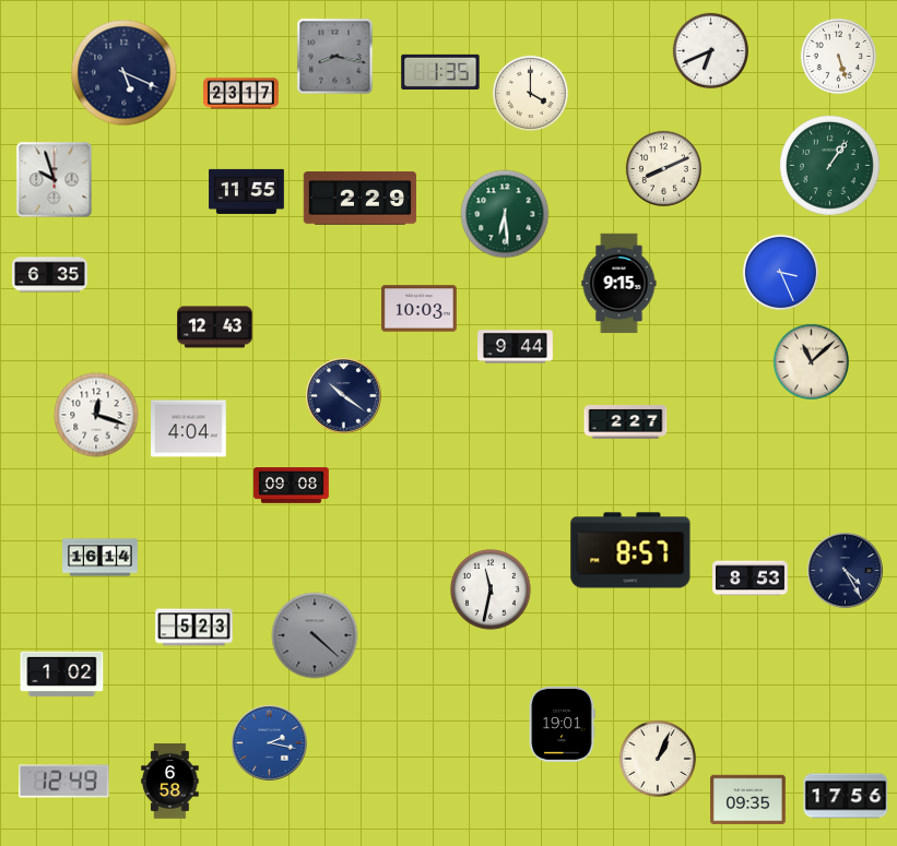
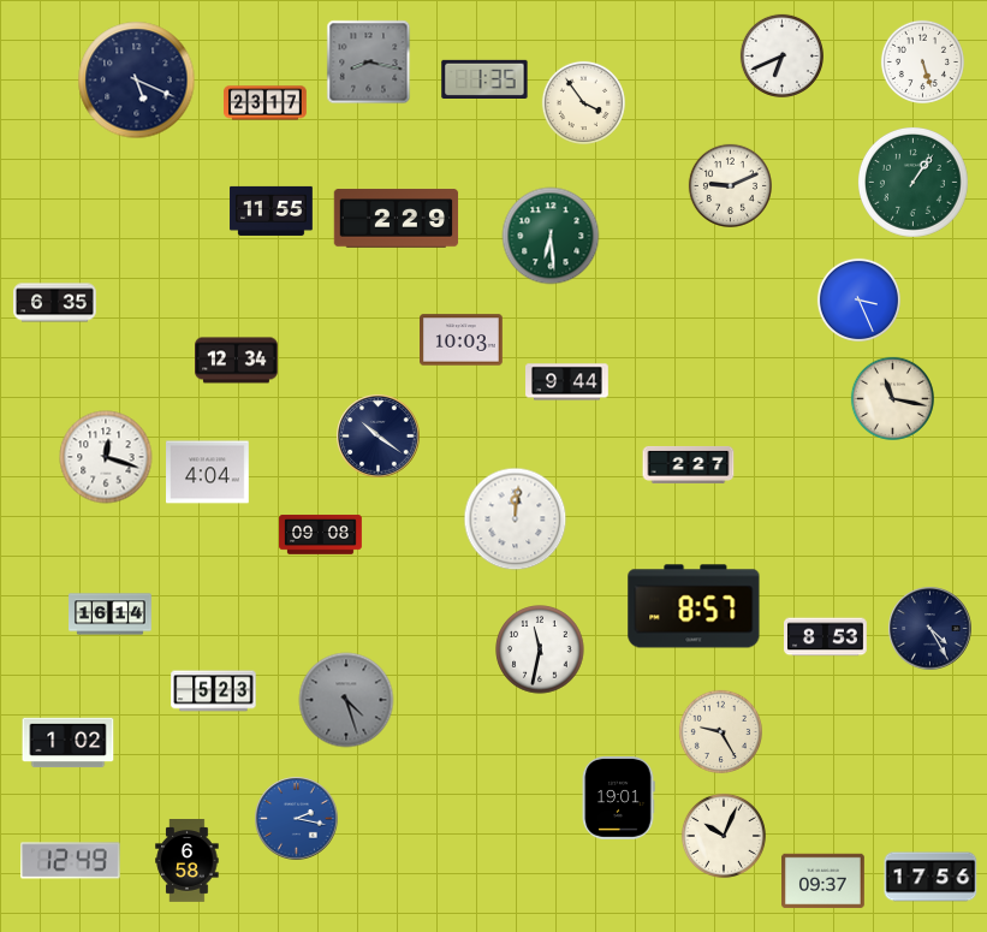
clock at (530, 93): 4:00 -> 3:54
clock at (663, 168): 8:11 -> 9:11
clock at (55, 180): 9:57 -> none
clock at (505, 214) position: (505, 214) -> (551, 236)
clock at (619, 284): 9:15 -> none
clock at (215, 327): 12:43 -> 12:34
clock at (811, 361): 11:08 -> 11:17
clock at (516, 520): none -> 12:01
clock at (315, 635): 4:22 -> 4:27
clock at (720, 731): none -> 9:25
clock at (658, 759): 1:04 -> 10:04
clock at (748, 800): 09:35 -> 09:37
